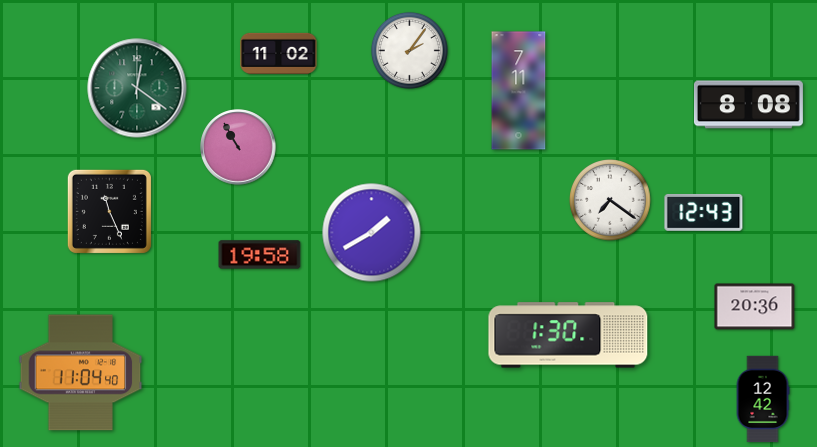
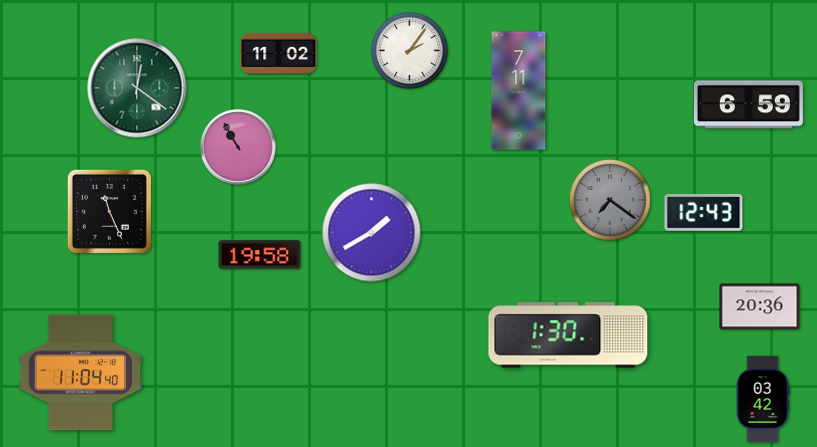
clock at (748, 105): 8:08 -> 6:59
clock at (611, 201) dial: white -> grey
clock at (755, 307) position: (755, 307) -> (760, 307)
clock at (763, 399): 12:42 -> 03:42
